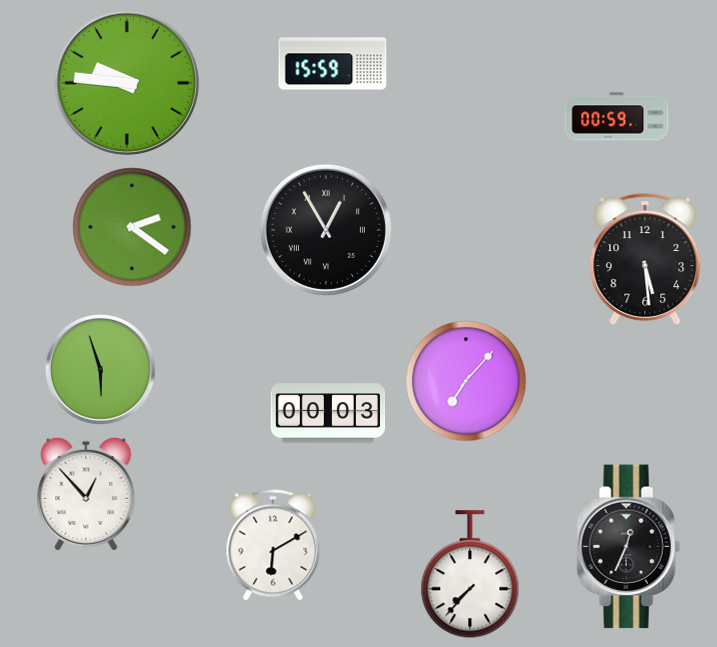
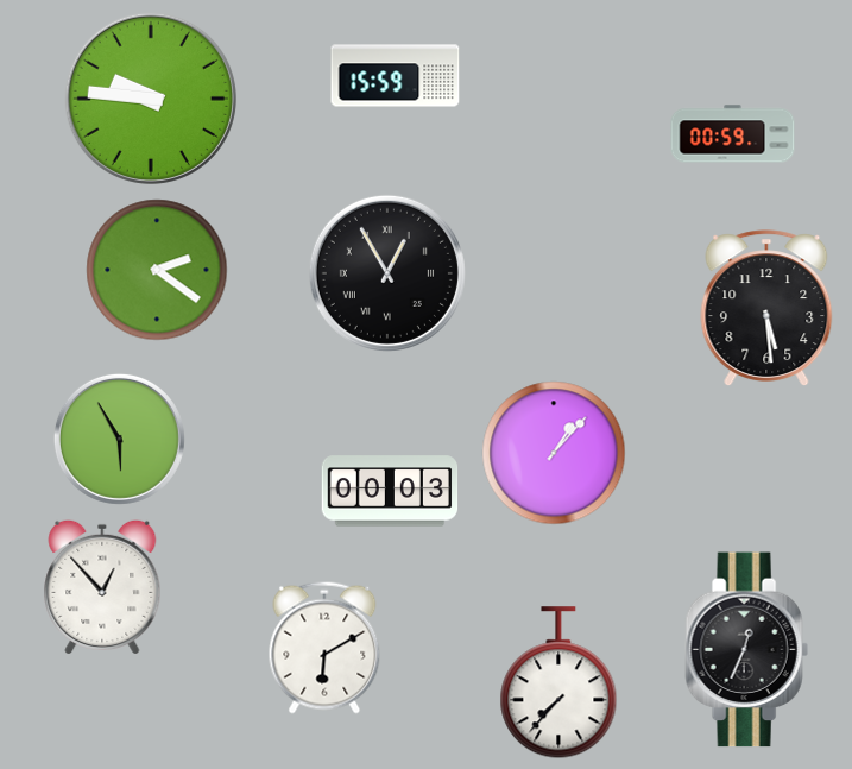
clock at (617, 117) position: (617, 117) -> (733, 134)
clock at (100, 369): 5:57 -> 5:55
clock at (466, 381): 7:07 -> 1:07
